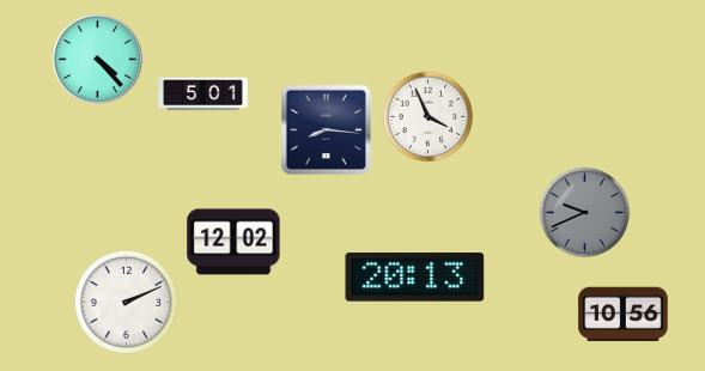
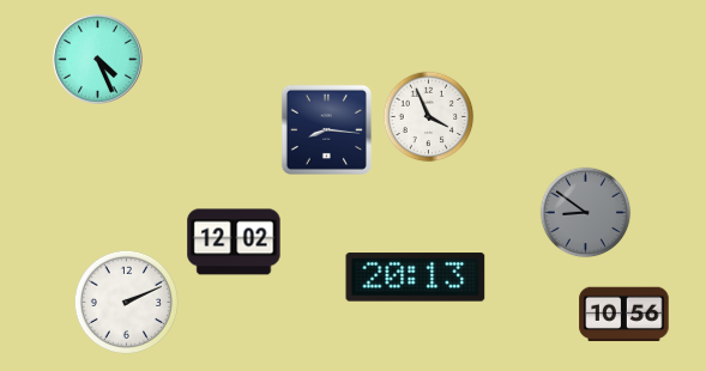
clock at (97, 59): 4:23 -> 4:26
clock at (203, 95): 5:01 -> none
clock at (585, 213): 9:41 -> 8:51
